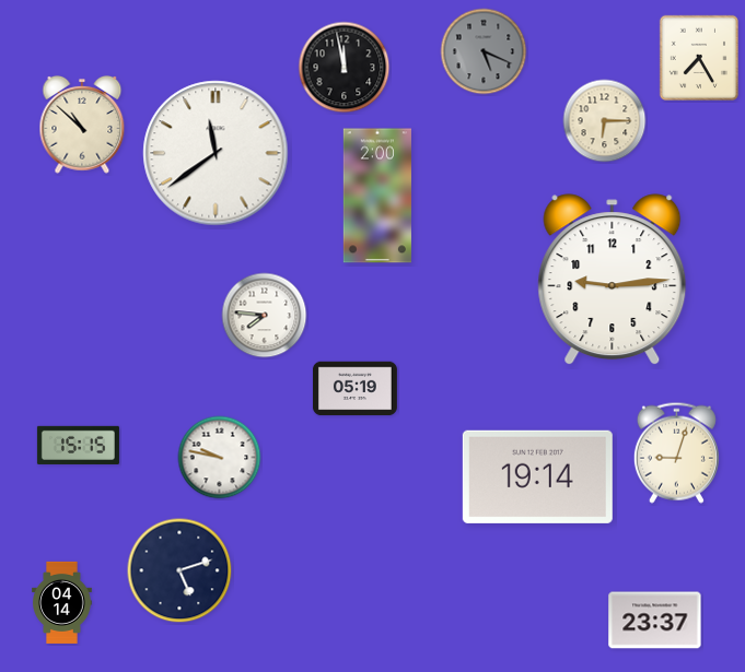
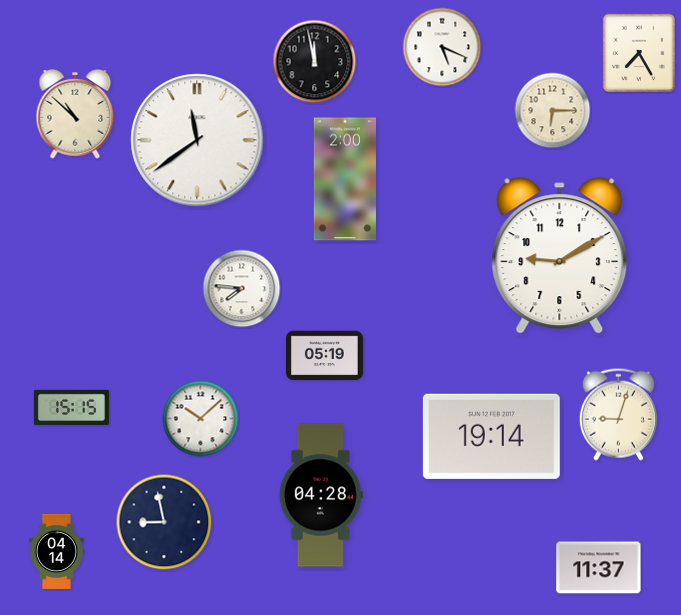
clock at (484, 51) dial: grey -> white
clock at (613, 280): 9:14 -> 9:10
clock at (220, 458): 9:47 -> 10:08
clock at (321, 495): none -> 04:28
clock at (179, 570): 5:12 -> 8:58
clock at (655, 621): 23:37 -> 11:37
